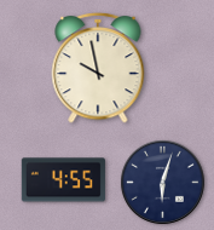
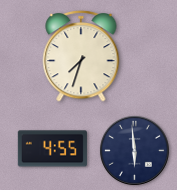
clock at (98, 68): 9:58 -> 7:33
clock at (162, 182): 6:03 -> 5:59
